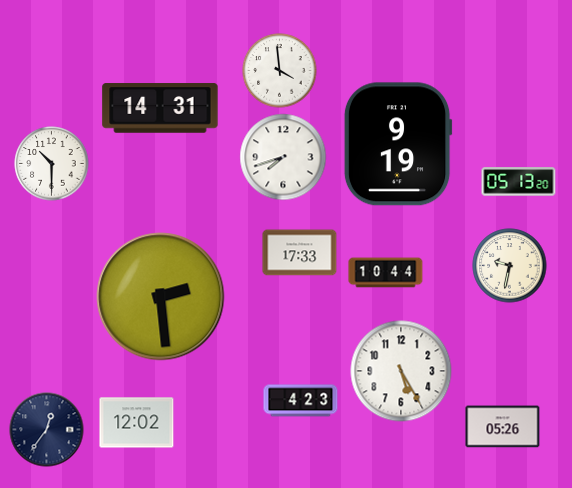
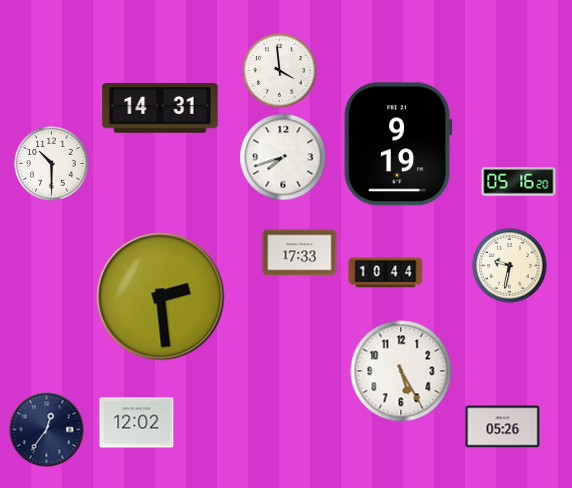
clock at (519, 182): 05:13 -> 05:16
clock at (301, 401): 4:23 -> none
